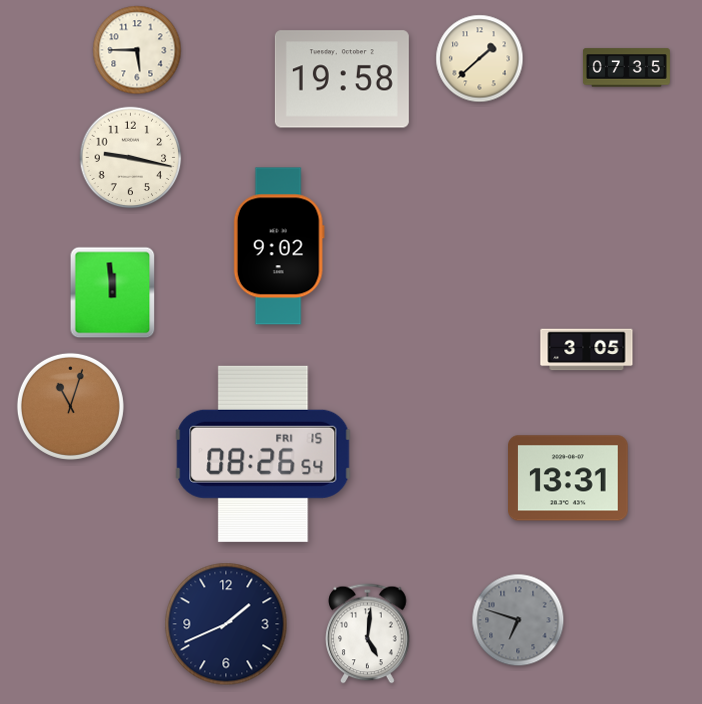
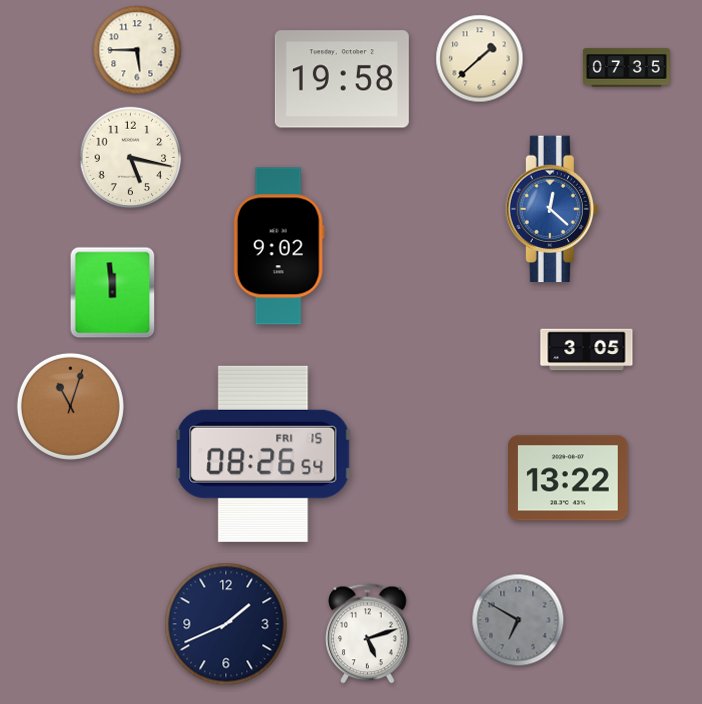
clock at (131, 158): 9:17 -> 5:17
clock at (552, 209): none -> 12:22
clock at (569, 478): 13:31 -> 13:22
clock at (518, 620): 6:48 -> 6:50
clock at (368, 634): 5:01 -> 5:12
